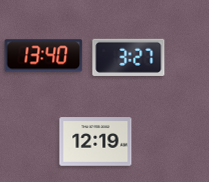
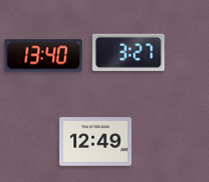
clock at (129, 57) position: (129, 57) -> (129, 52)
clock at (96, 142): 12:19 -> 12:49
